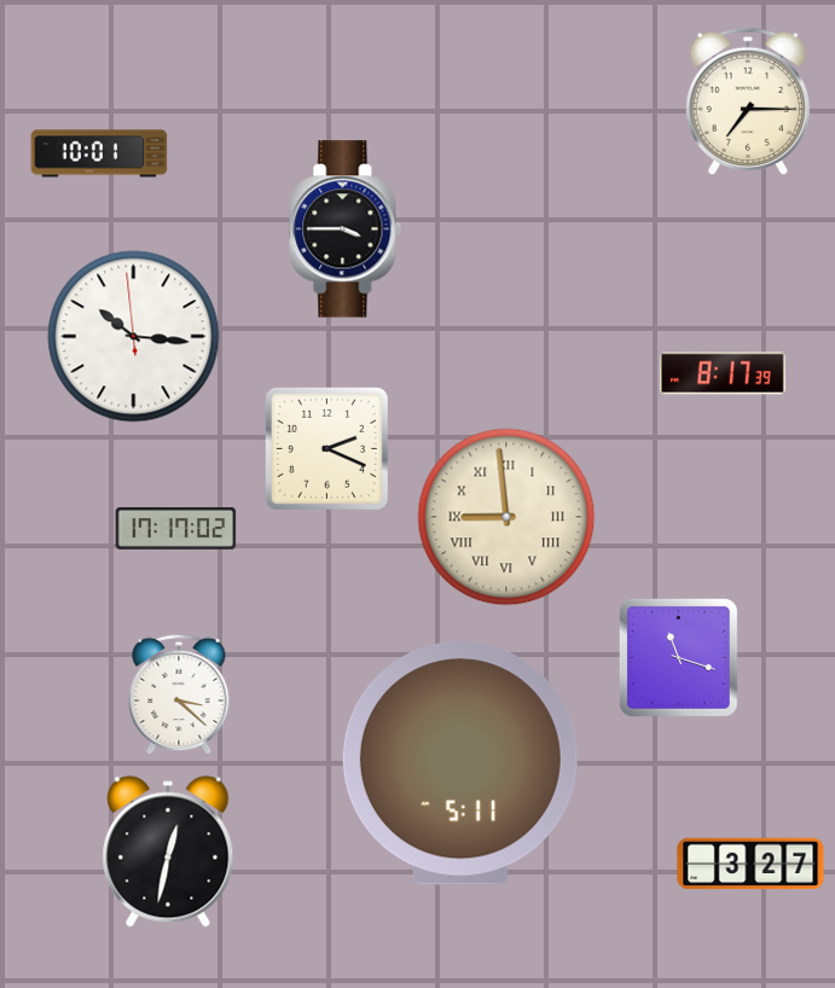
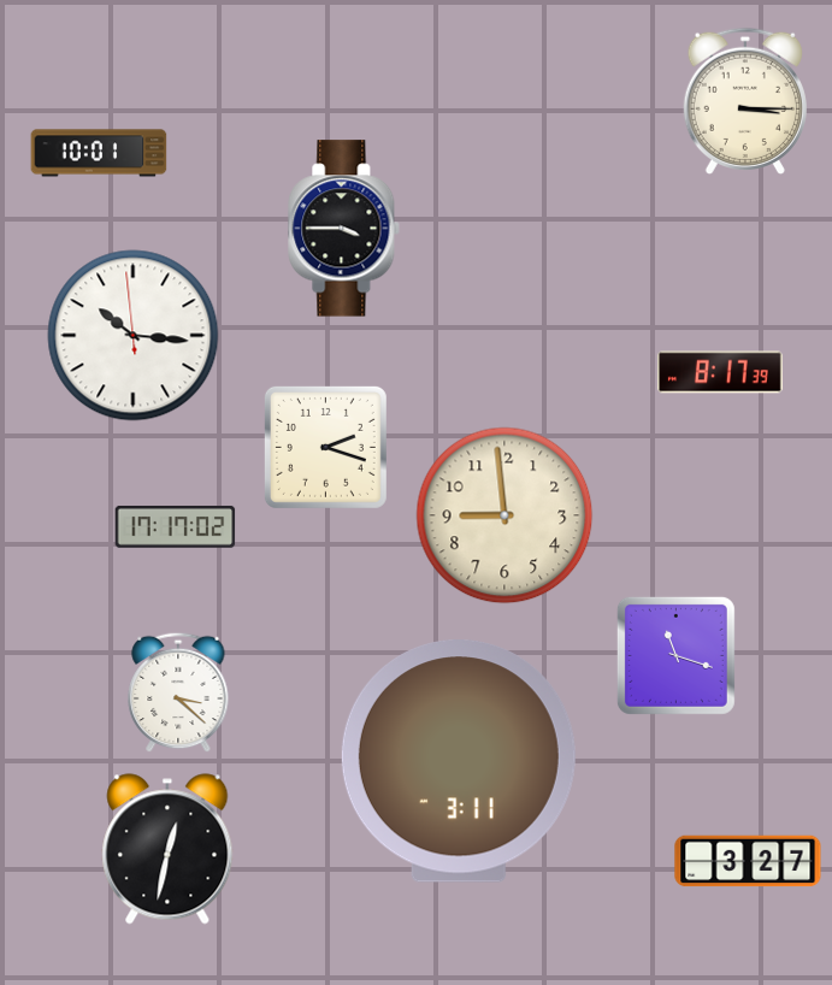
clock at (748, 100): 7:15 -> 3:15
clock at (326, 448): 2:19 -> 2:18
clock at (506, 517) numerals: Roman -> Arabic
clock at (460, 763): 5:11 -> 3:11
